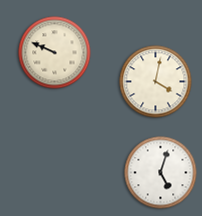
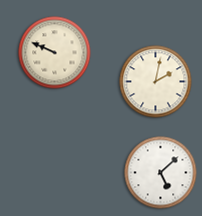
clock at (156, 82): 4:02 -> 2:02
clock at (161, 173): 5:03 -> 5:08
